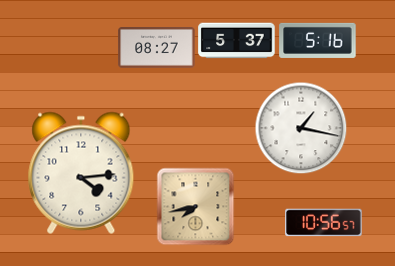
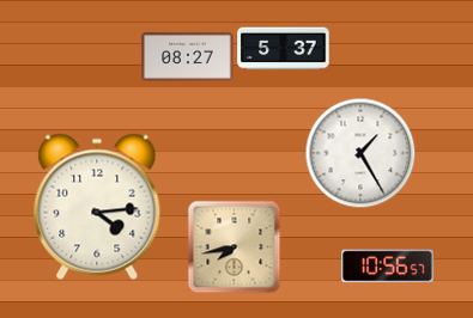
clock at (318, 40): 5:16 -> none
clock at (301, 128): 1:17 -> 1:25
